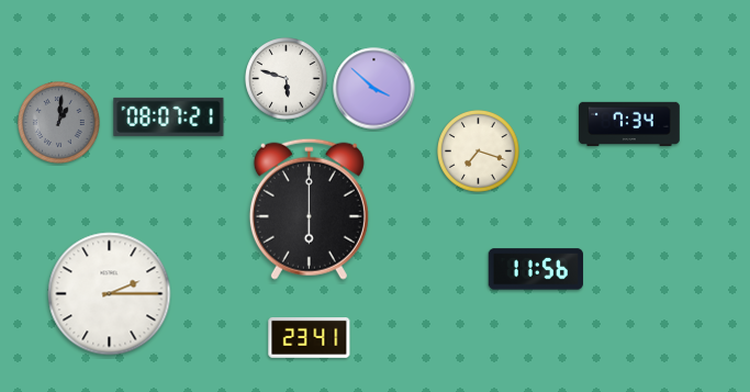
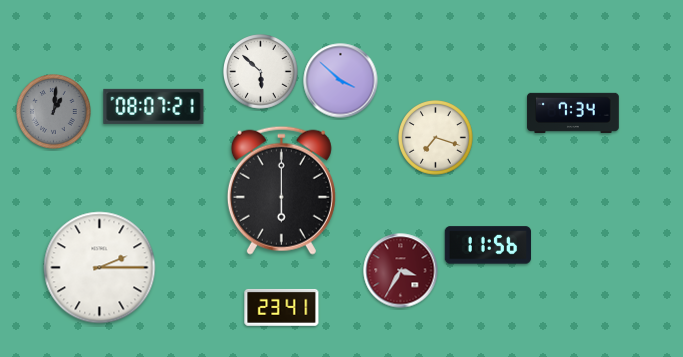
clock at (287, 79): 5:48 -> 5:52
clock at (401, 271): none -> 3:35
